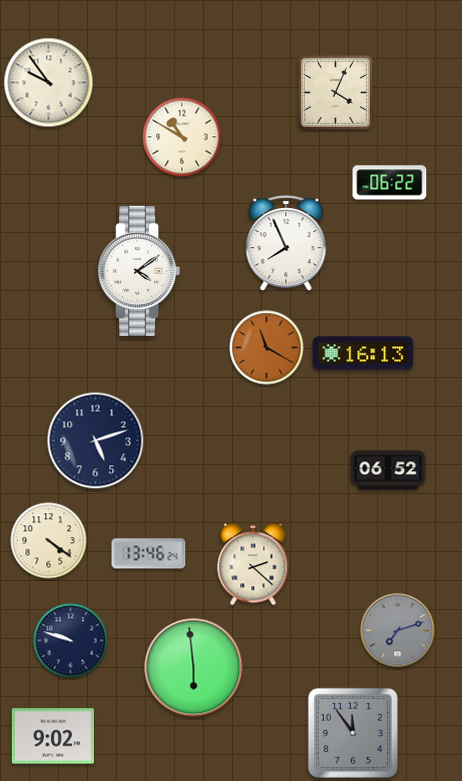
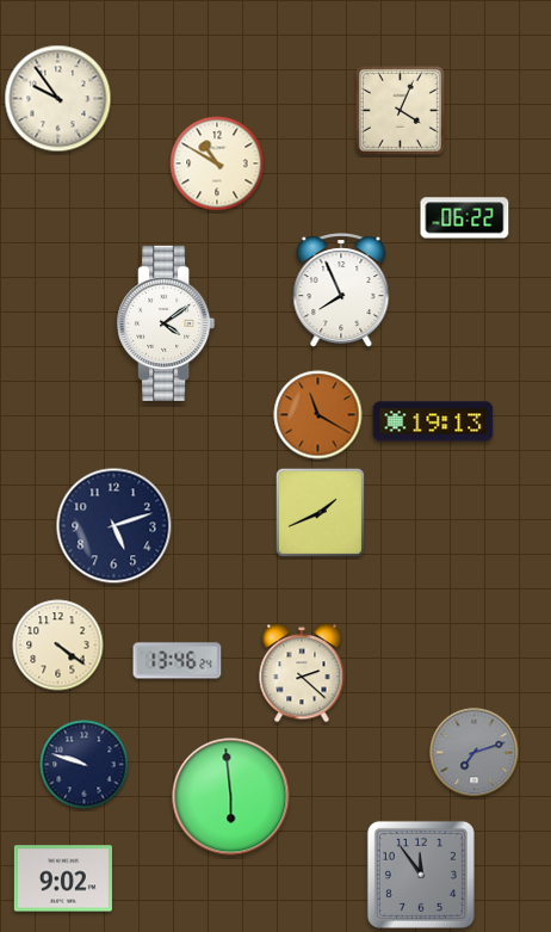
clock at (363, 353): 16:13 -> 19:13
clock at (320, 512): none -> 1:41
clock at (388, 470): 06:52 -> none
